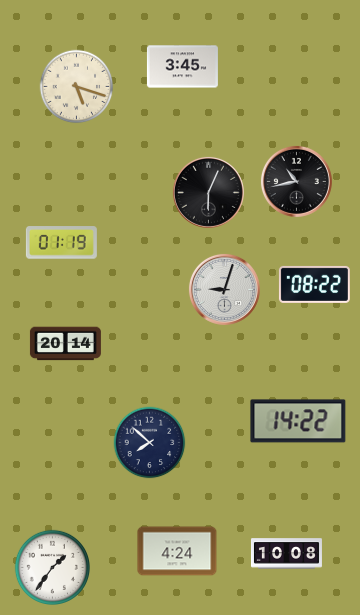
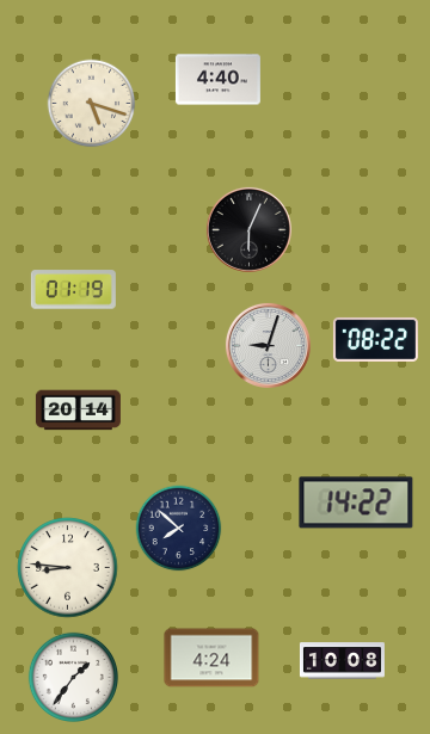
clock at (182, 67): 3:45 -> 4:40
clock at (296, 181): 10:43 -> none
clock at (68, 568): none -> 8:46
clock at (52, 567) position: (52, 567) -> (73, 677)
